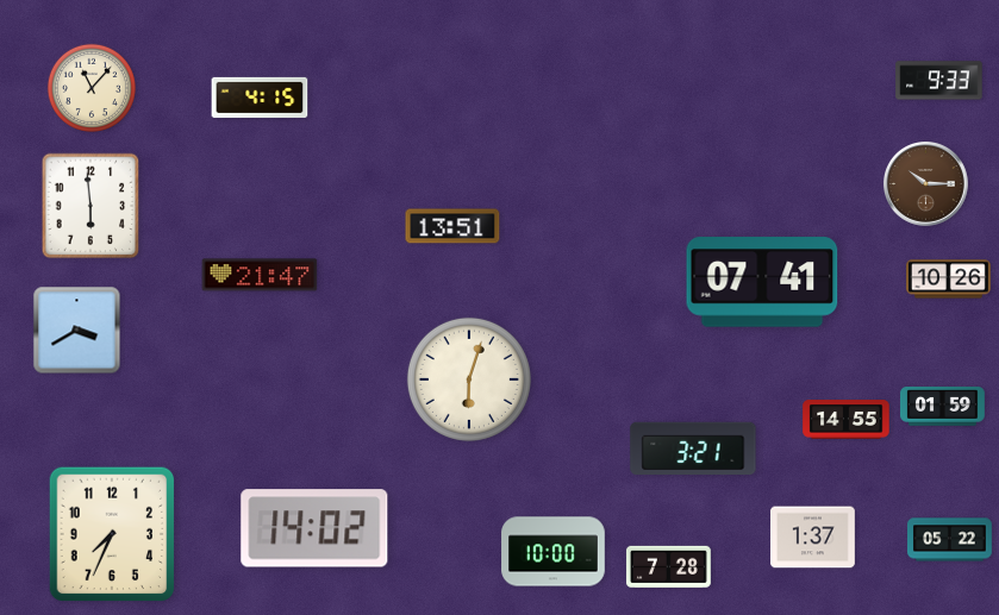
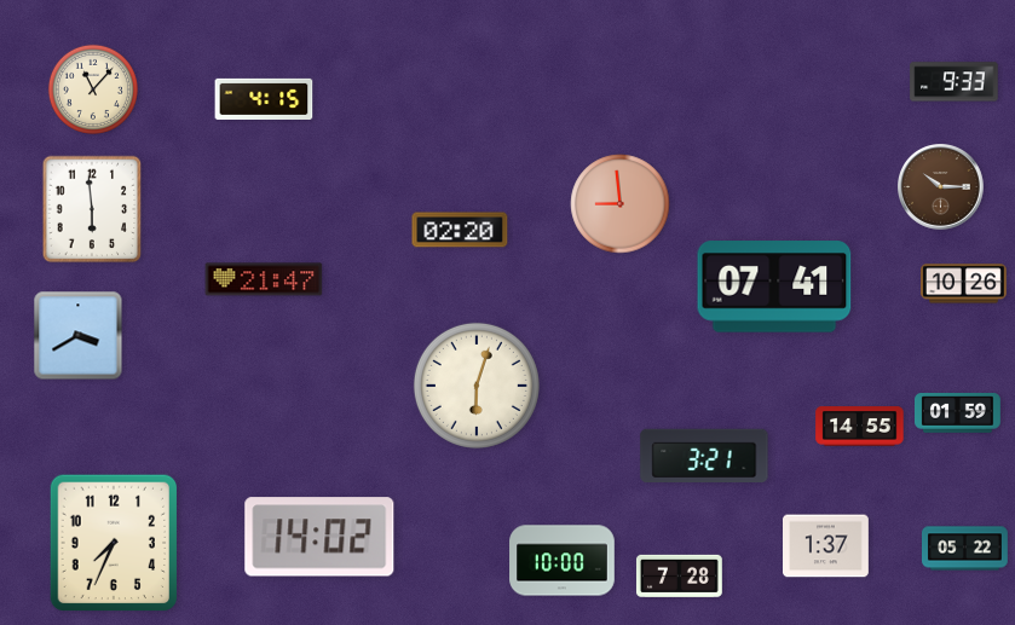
clock at (621, 204): none -> 8:59
clock at (452, 226): 13:51 -> 02:20
